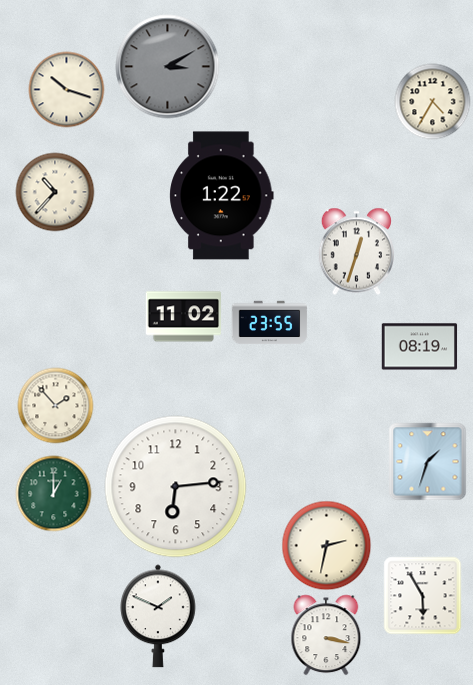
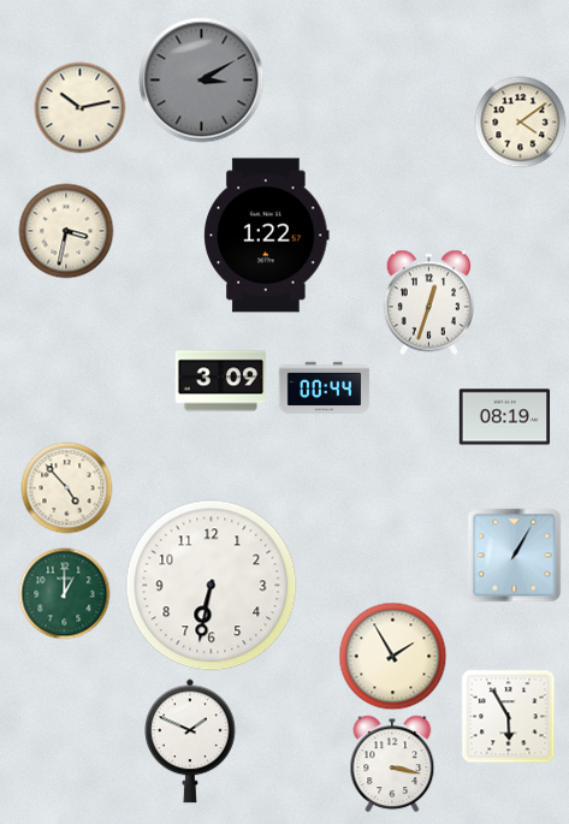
clock at (67, 90): 10:18 -> 10:13
clock at (433, 102): 4:35 -> 4:09
clock at (55, 192): 10:37 -> 3:32
clock at (184, 317): 11:02 -> 3:09
clock at (270, 323): 23:55 -> 00:44
clock at (56, 406): 1:53 -> 4:53
clock at (428, 462): 1:33 -> 1:05
clock at (176, 487): 6:14 -> 6:32
clock at (327, 546): 2:32 -> 1:55
